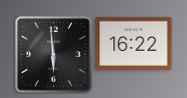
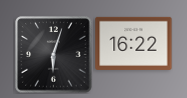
clock at (54, 55): 5:59 -> 6:03
